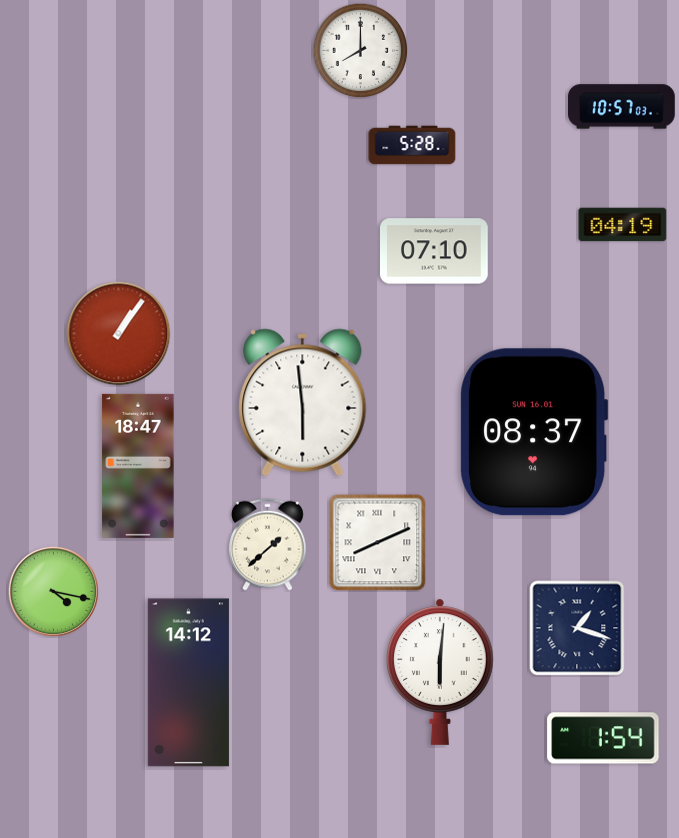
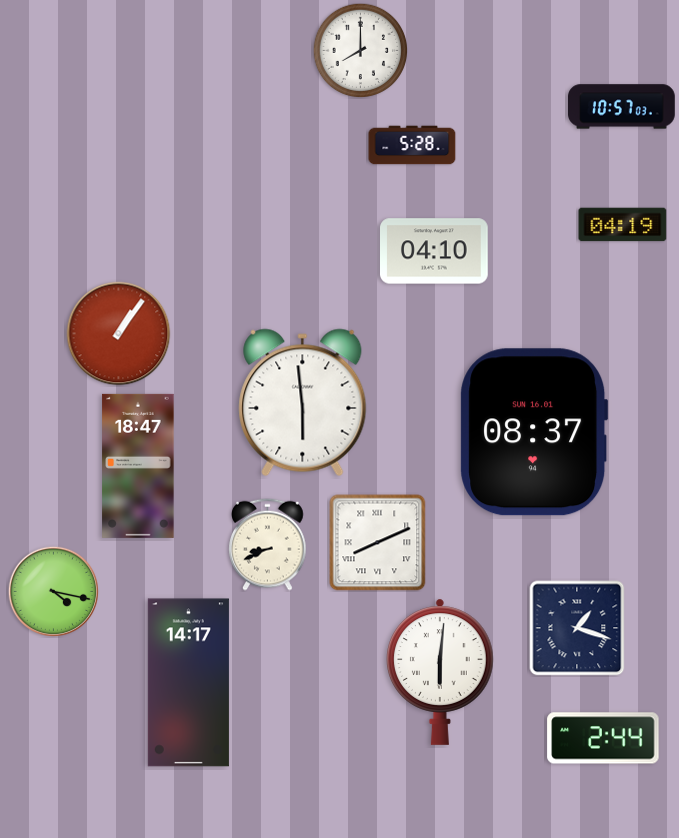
clock at (435, 251): 07:10 -> 04:10
clock at (268, 544): 1:38 -> 8:41
clock at (188, 683): 14:12 -> 14:17
clock at (603, 738): 1:54 -> 2:44
